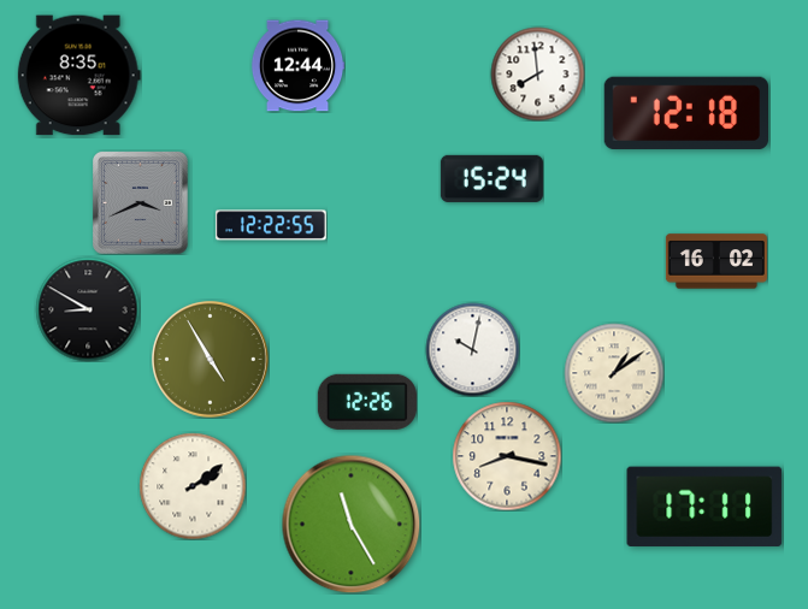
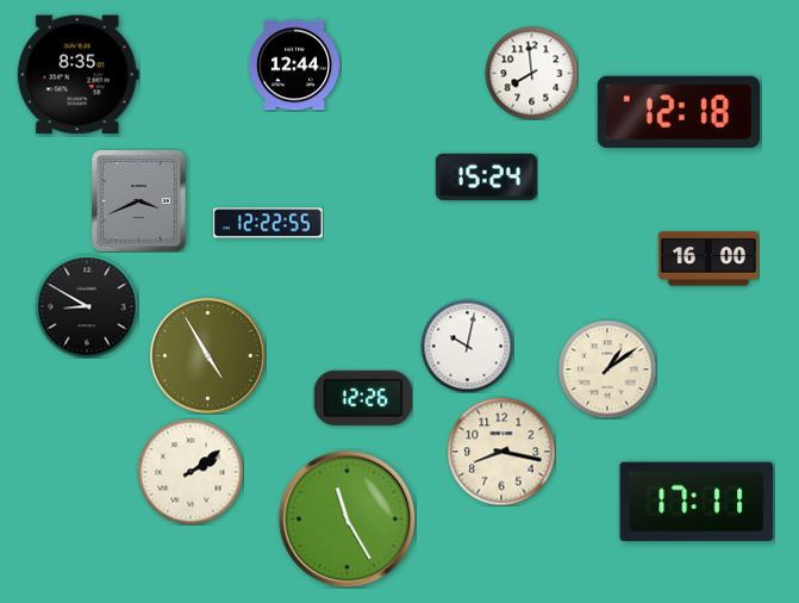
clock at (716, 261): 16:02 -> 16:00
clock at (193, 486) position: (193, 486) -> (191, 472)
